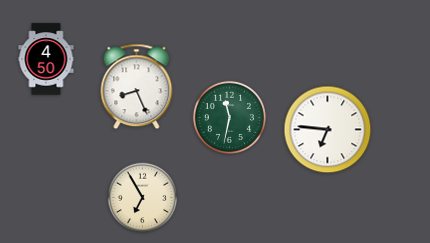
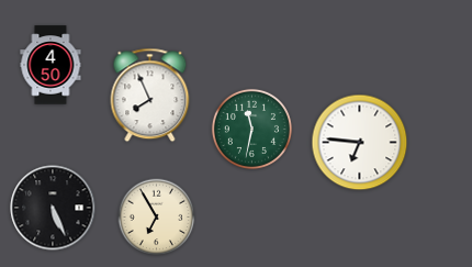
clock at (137, 87): 8:26 -> 7:56
clock at (53, 208): none -> 5:26
